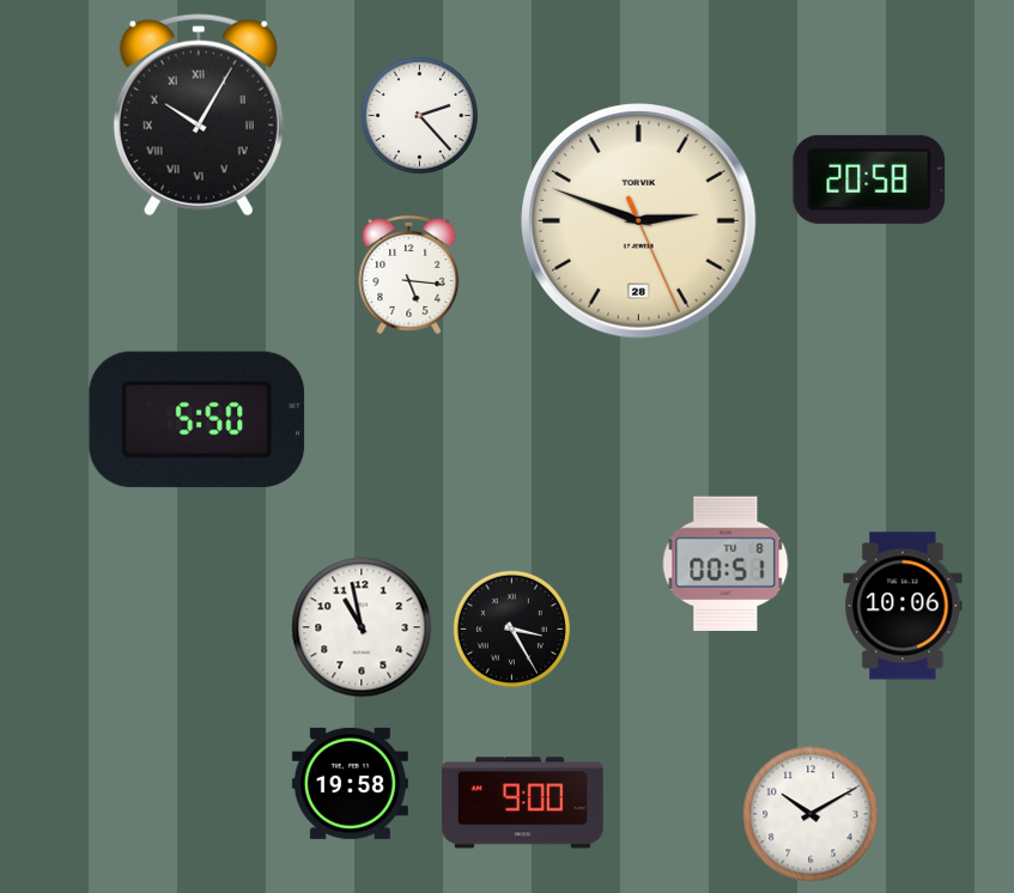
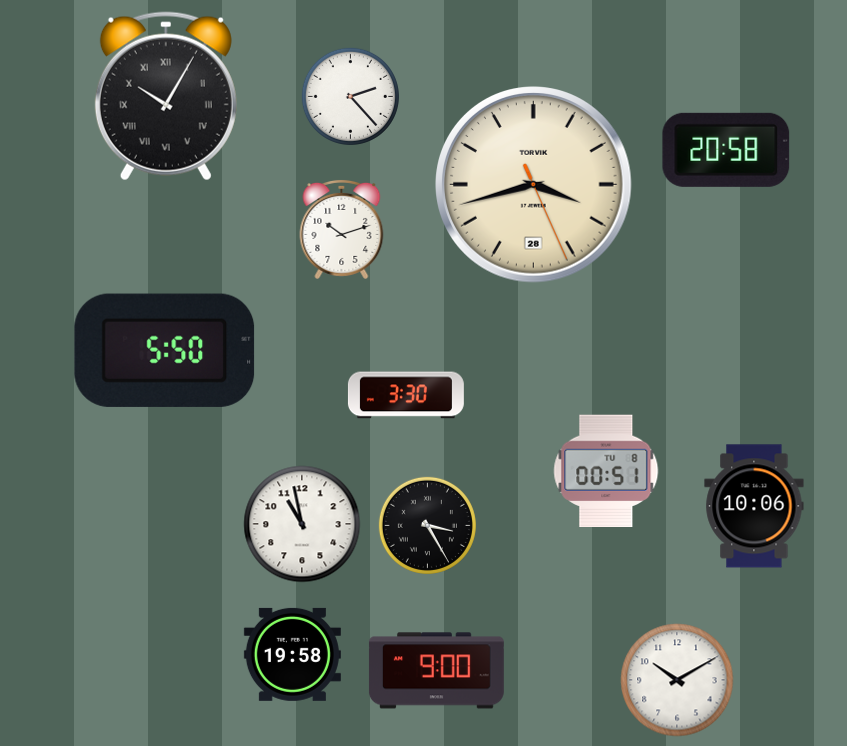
clock at (639, 221): 2:48 -> 3:42
clock at (409, 274): 5:16 -> 10:12
clock at (406, 395): none -> 3:30
